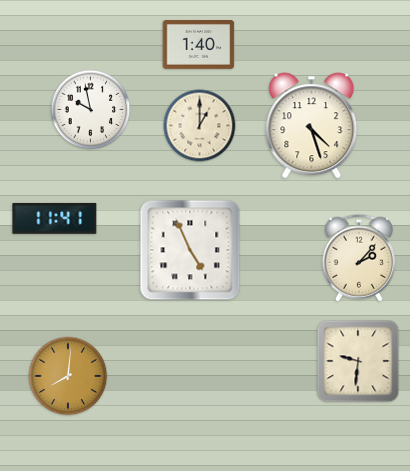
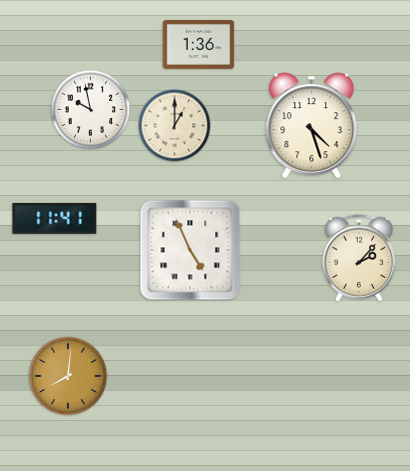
clock at (199, 45): 1:40 -> 1:36
clock at (200, 126) position: (200, 126) -> (175, 126)
clock at (358, 361): 9:31 -> none
